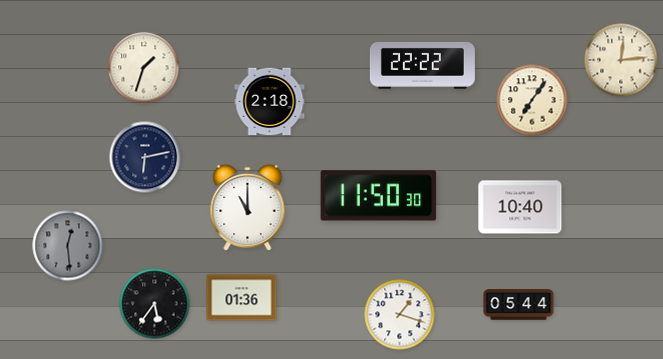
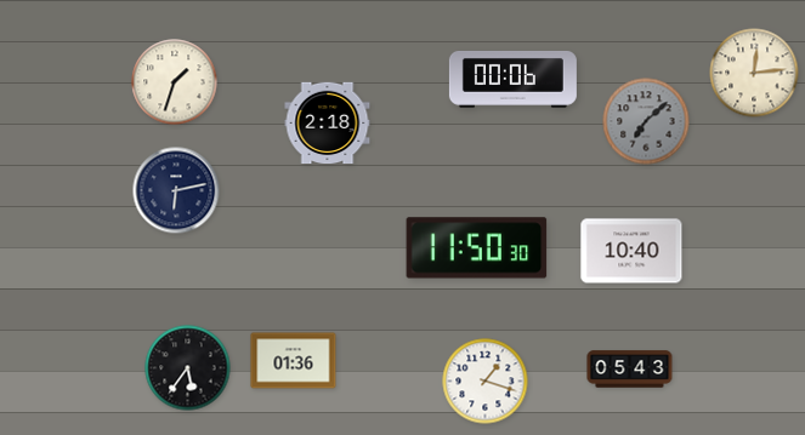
clock at (422, 65): 22:22 -> 00:06
clock at (532, 100): 7:06 -> 7:08
clock at (532, 100) dial: cream -> grey
clock at (379, 196) position: (379, 196) -> (477, 248)
clock at (248, 208): 11:00 -> none
clock at (68, 246): 12:29 -> none
clock at (519, 305): 05:44 -> 05:43
